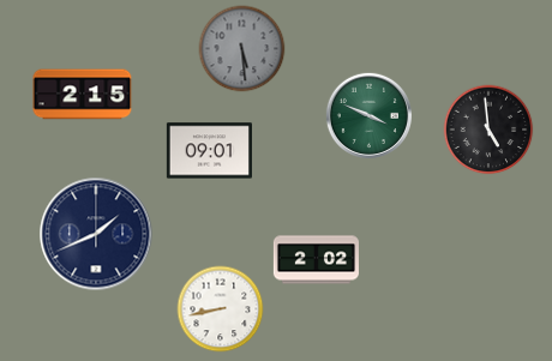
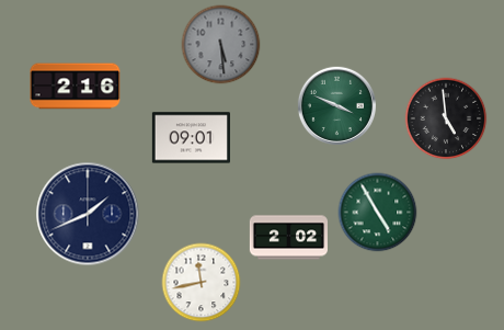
clock at (83, 95): 2:15 -> 2:16
clock at (378, 213): none -> 4:55
clock at (221, 309): 8:43 -> 11:43
